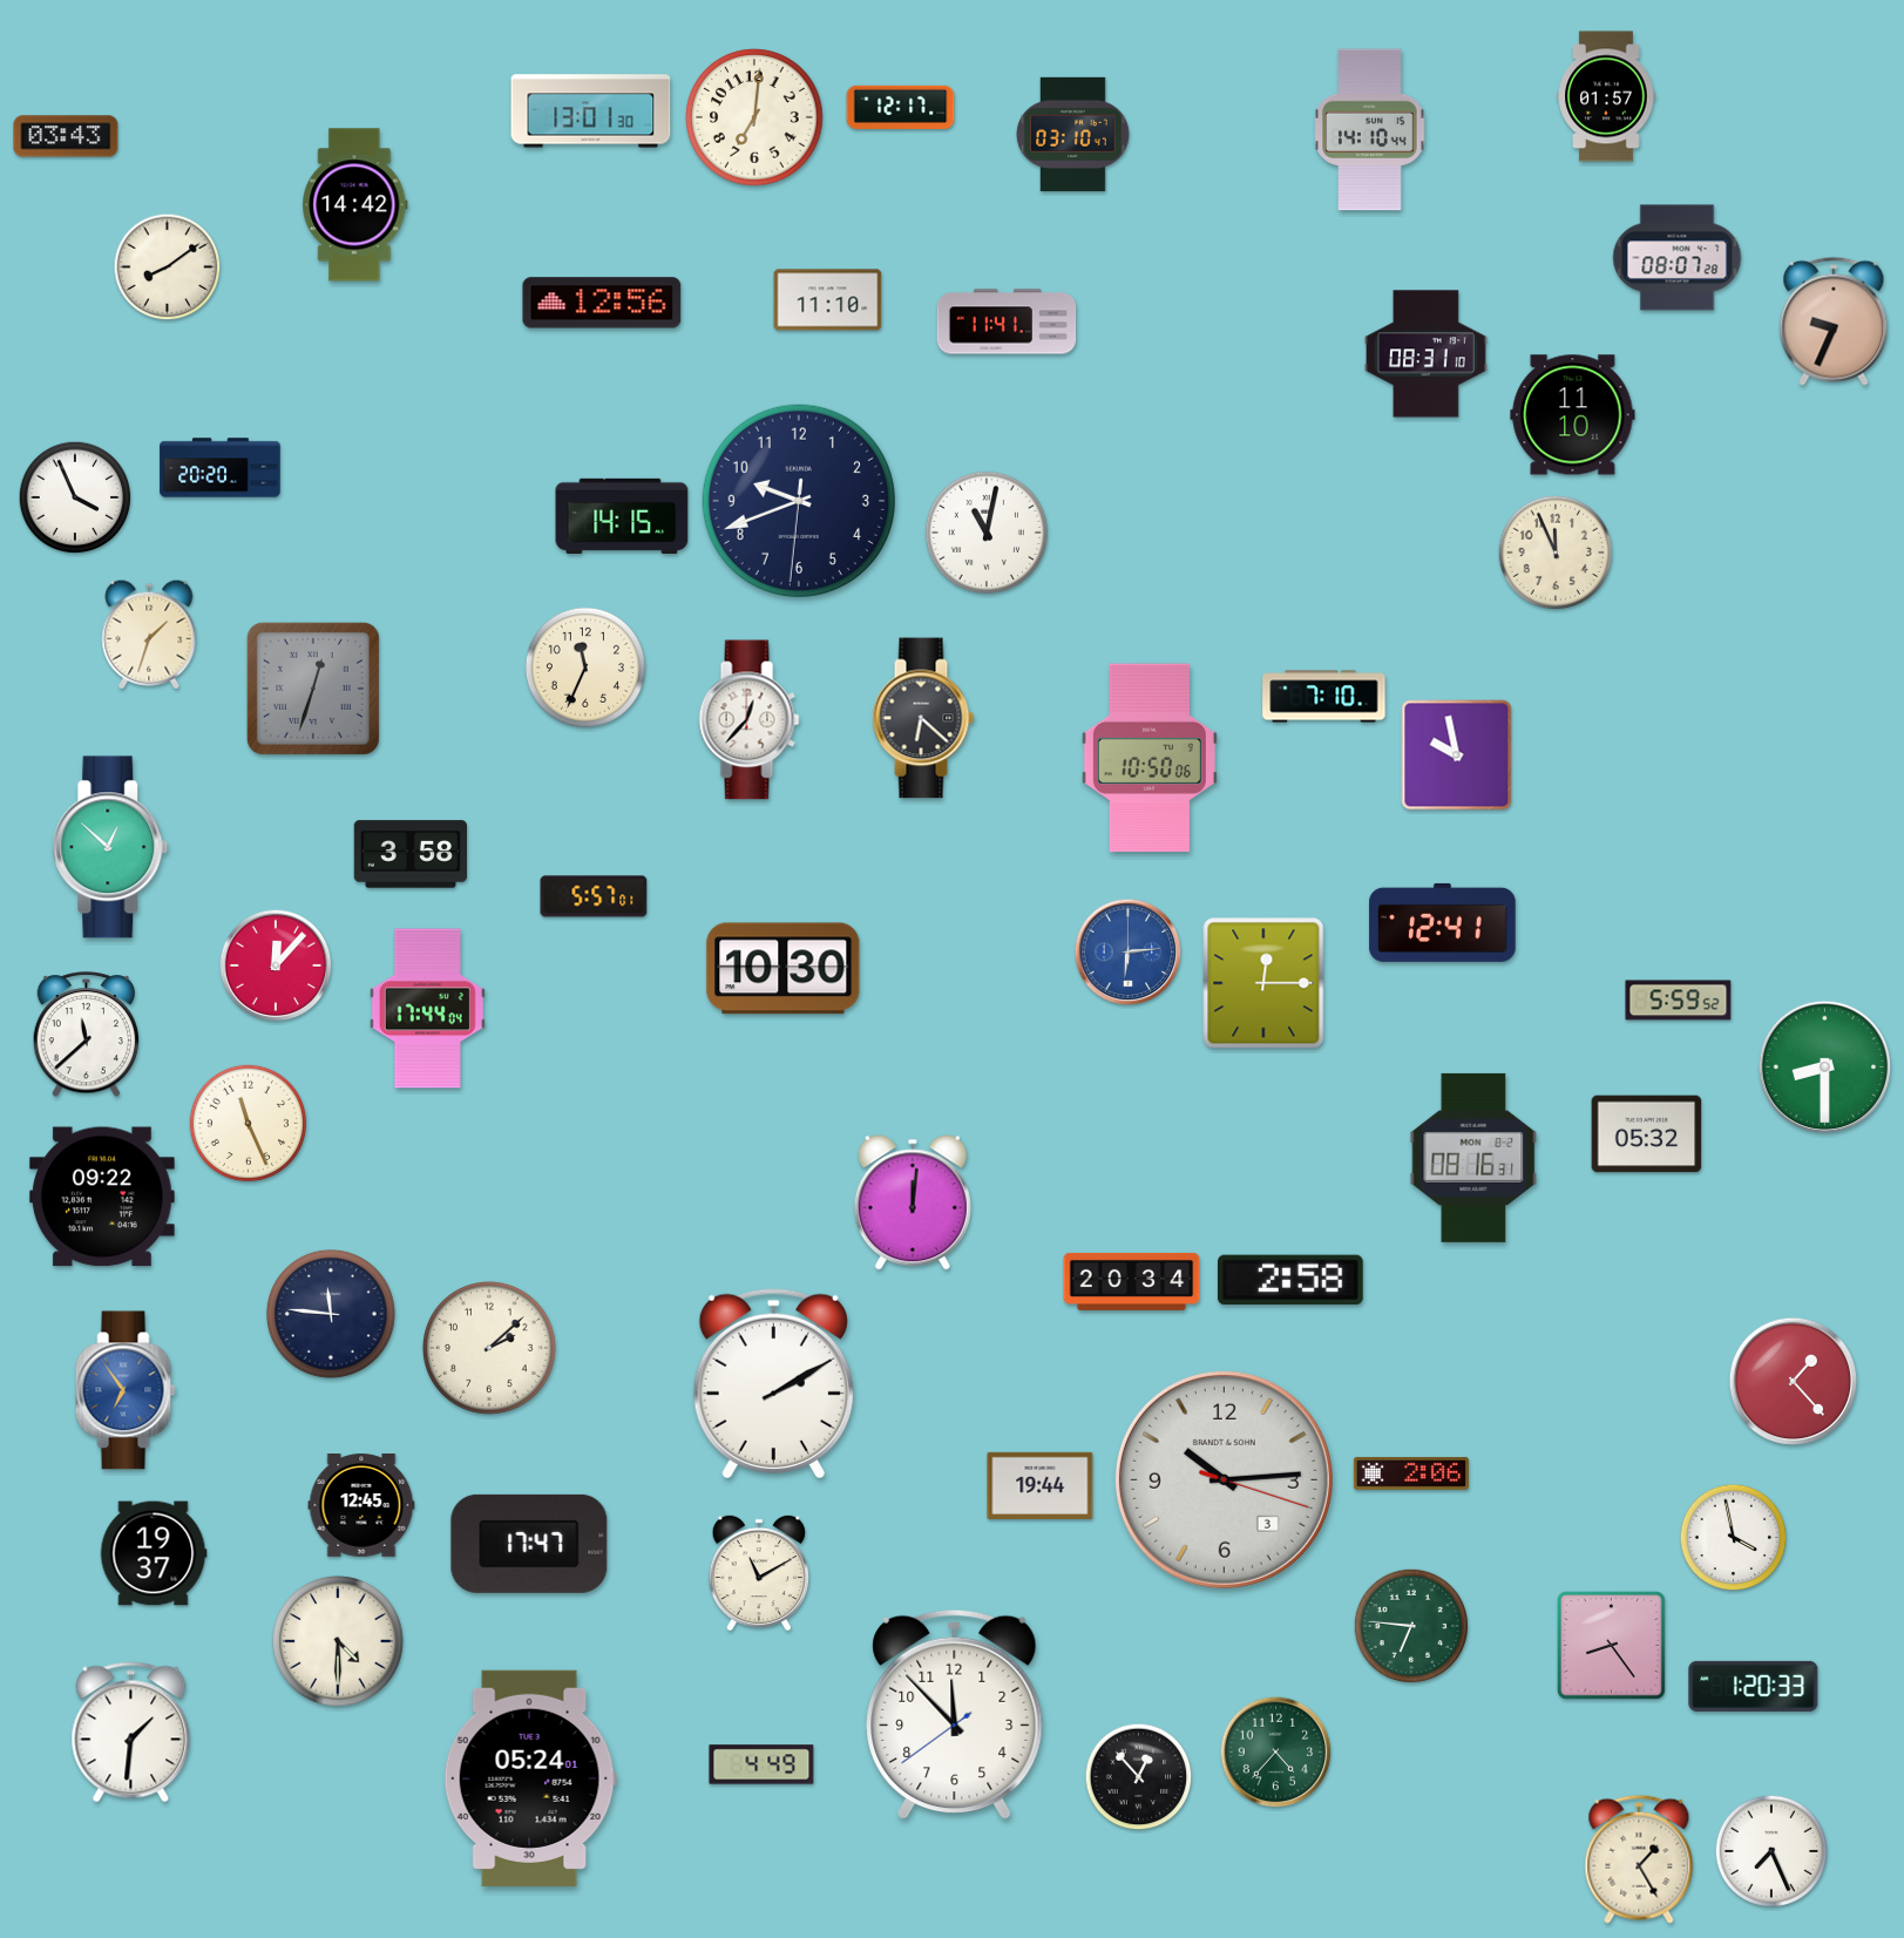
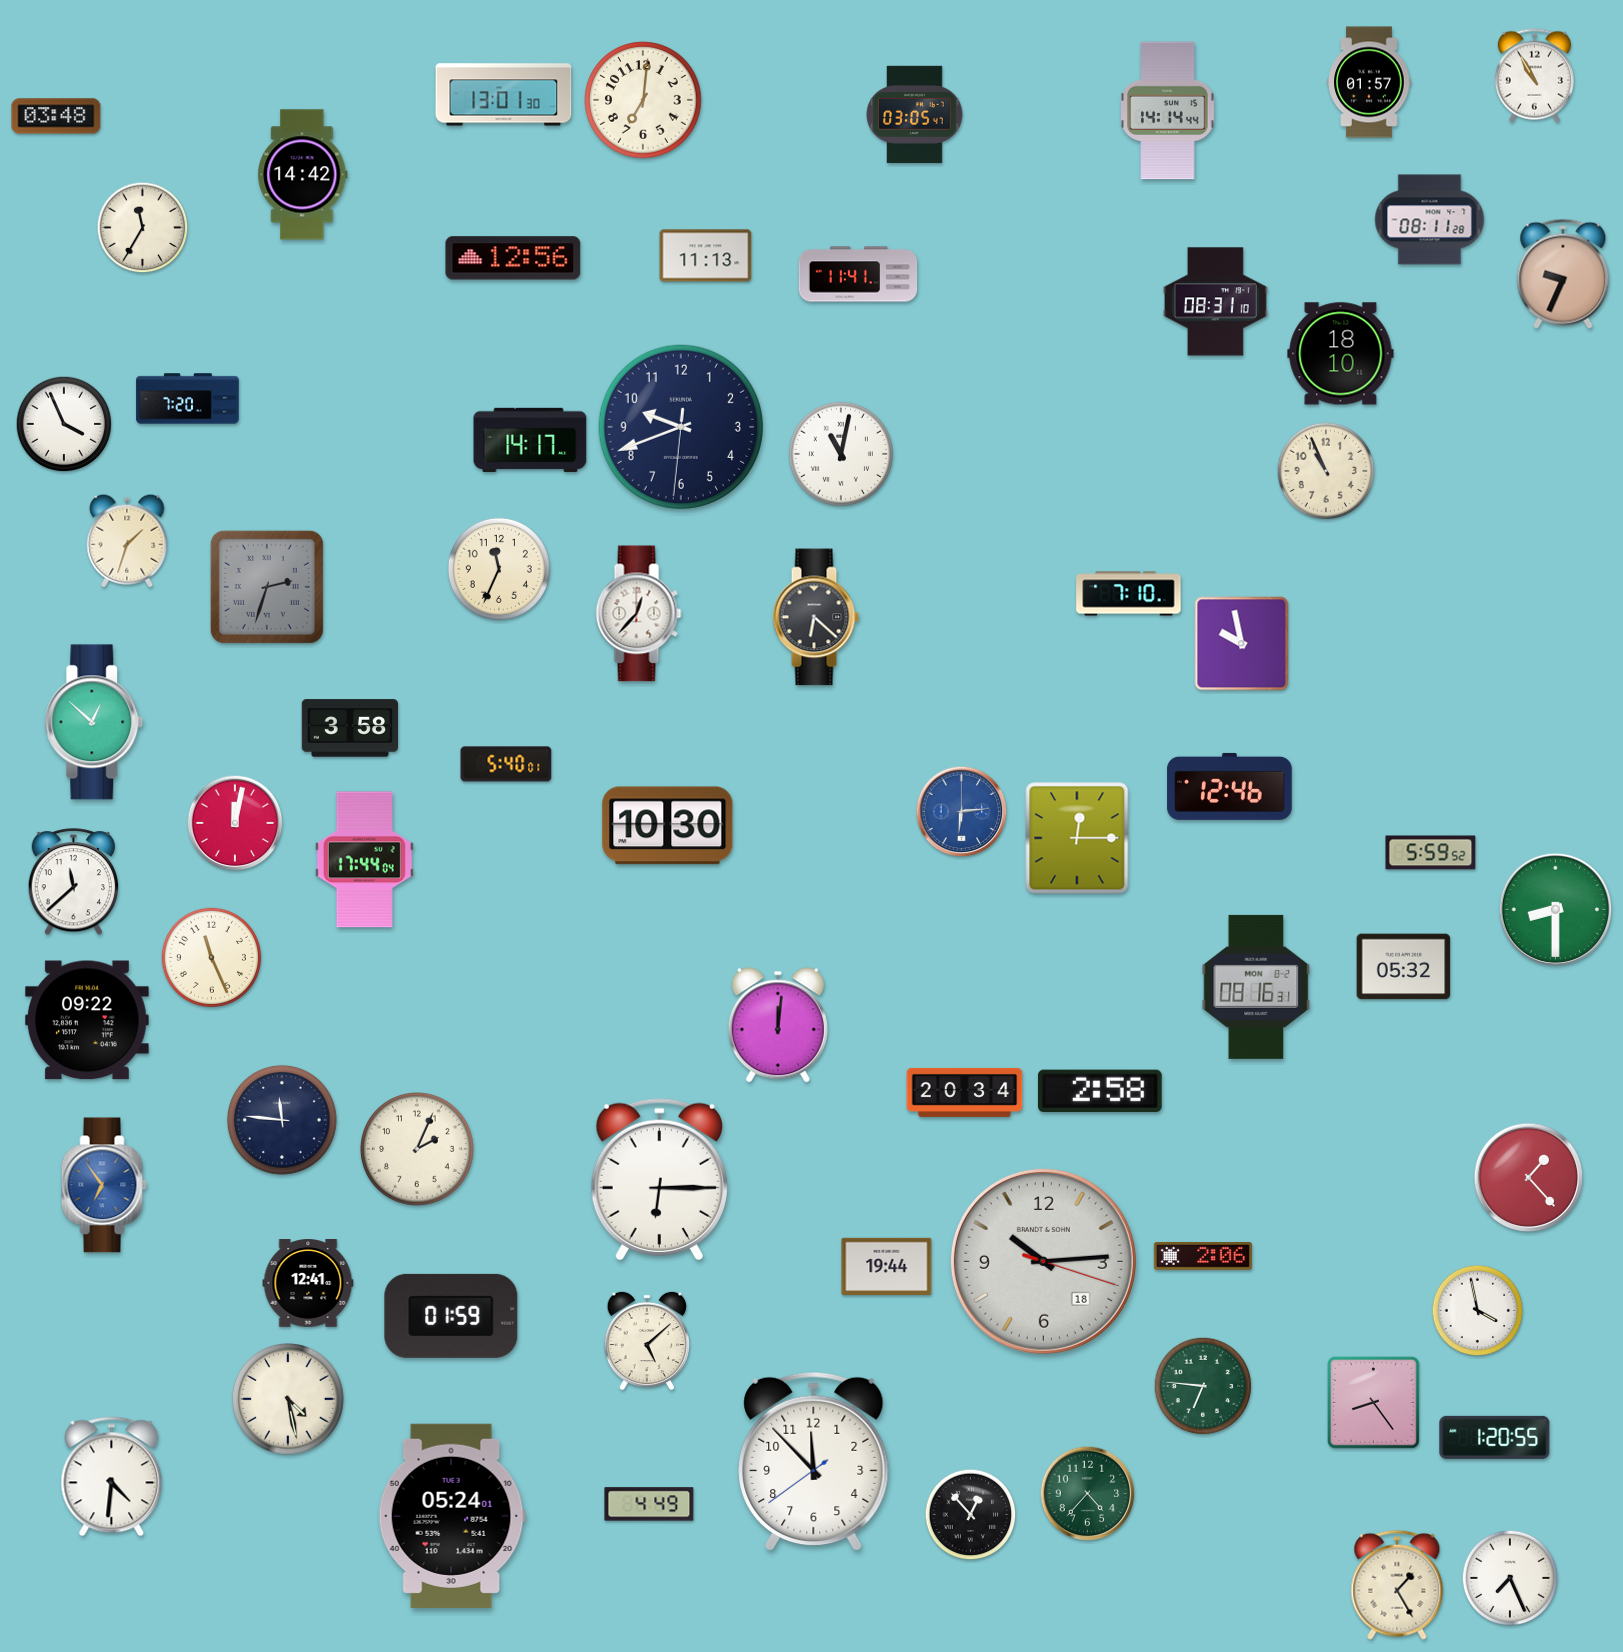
clock at (1534, 76): none -> 10:55
clock at (901, 107): 12:17 -> none
clock at (1370, 130): 14:10 -> 14:14
clock at (1073, 134): 03:10 -> 03:05
clock at (66, 136): 03:43 -> 03:48
clock at (1678, 258): 08:07 -> 08:11
clock at (168, 267): 8:09 -> 11:35
clock at (828, 300): 11:10 -> 11:13
clock at (1573, 415): 11:10 -> 18:10
clock at (221, 468): 20:20 -> 7:20
clock at (622, 516): 14:15 -> 14:17
clock at (1554, 551): 11:56 -> 10:56
clock at (313, 689): 12:33 -> 2:33
clock at (923, 718) position: (923, 718) -> (816, 617)
clock at (1150, 758): 10:50 -> none
clock at (594, 896): 5:57 -> 5:40
clock at (1443, 922): 12:41 -> 12:46
clock at (276, 965): 12:07 -> 12:02
clock at (490, 1349): 2:08 -> 2:04
clock at (773, 1383): 2:10 -> 6:15
clock at (126, 1390) position: (126, 1390) -> (104, 1185)
clock at (1224, 1479) date: 3 -> 18
clock at (361, 1505): 12:45 -> 12:41
clock at (529, 1544): 17:47 -> 01:59
clock at (154, 1553): 19:37 -> none
clock at (759, 1573): 11:10 -> 5:08
clock at (338, 1641): 4:30 -> 4:28
clock at (1754, 1686): 1:20:33 -> 1:20:55
clock at (131, 1733): 1:31 -> 4:31
